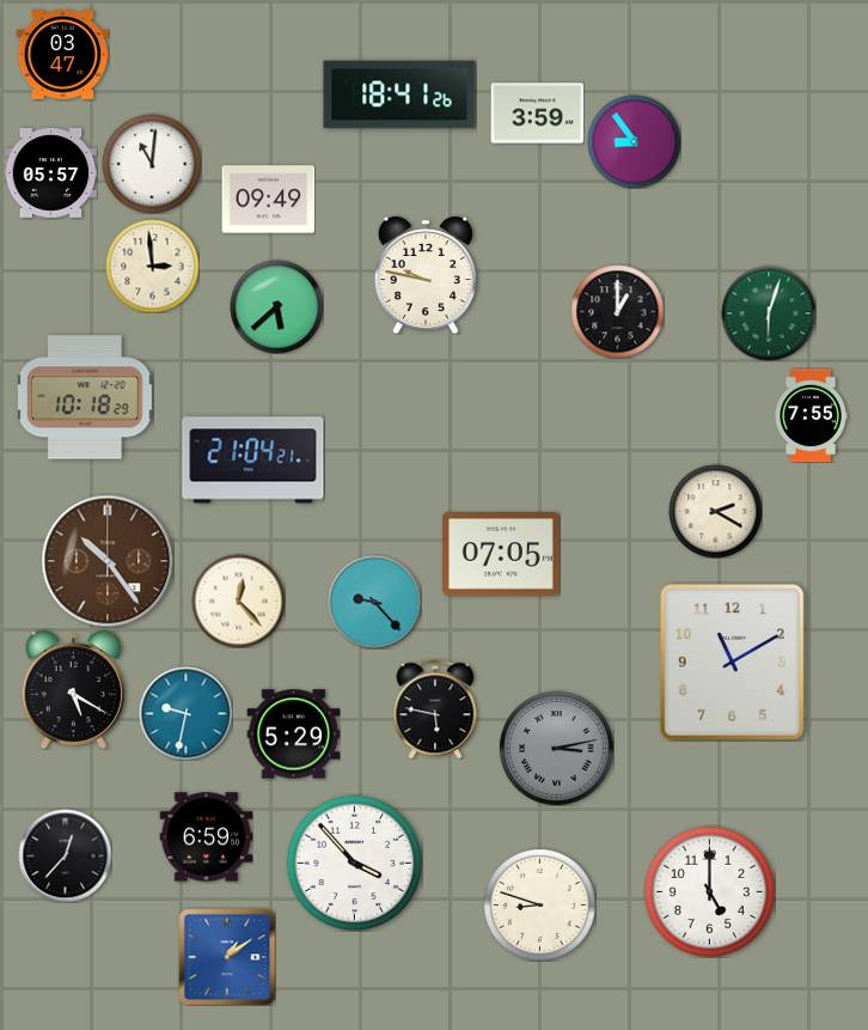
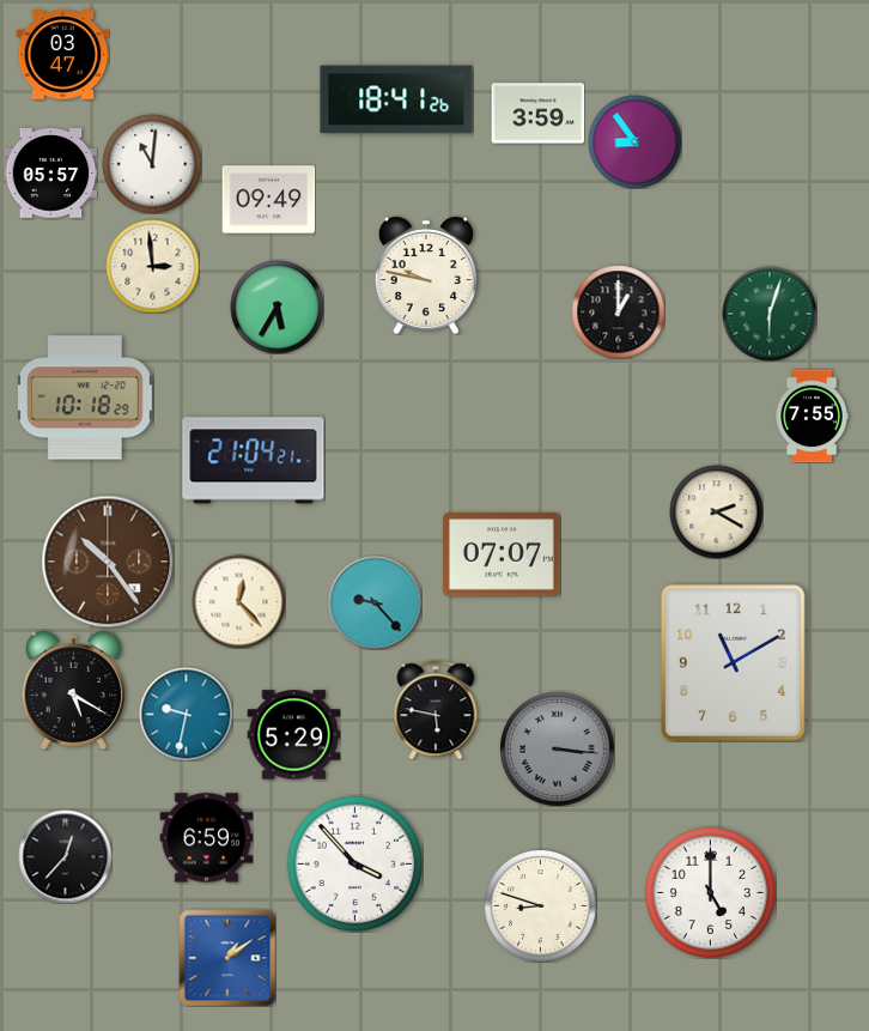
clock at (399, 95) position: (399, 95) -> (396, 99)
clock at (276, 306): 5:38 -> 5:35
clock at (501, 554): 07:05 -> 07:07
clock at (556, 748): 3:13 -> 3:16
